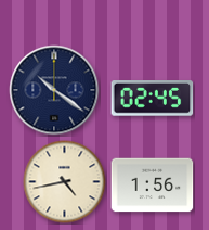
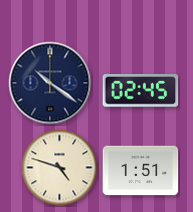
clock at (65, 182): 4:43 -> 4:48
clock at (153, 186): 1:56 -> 1:51
